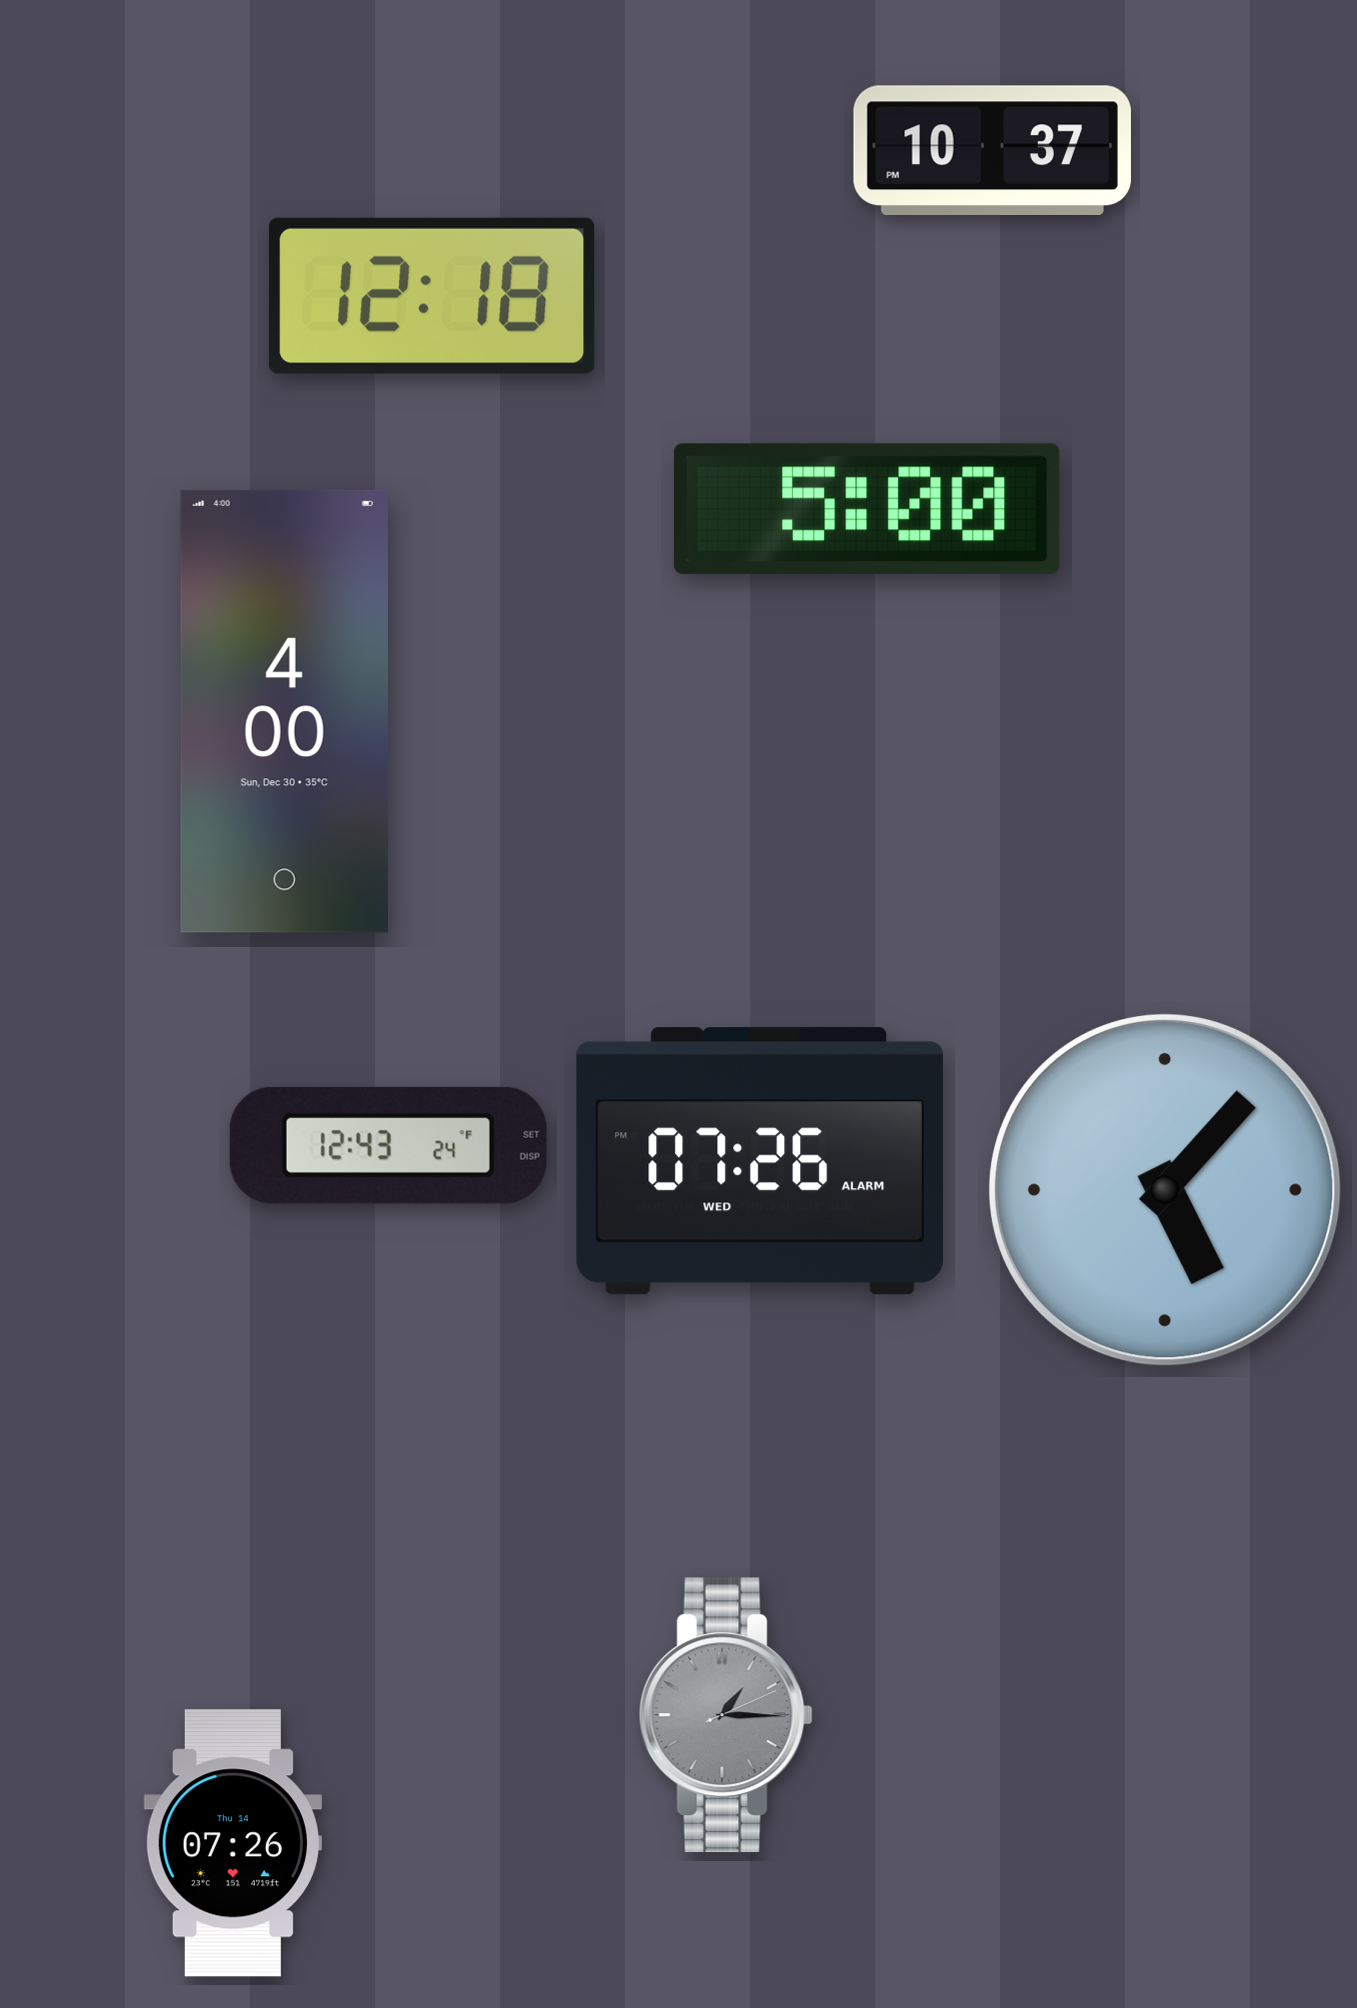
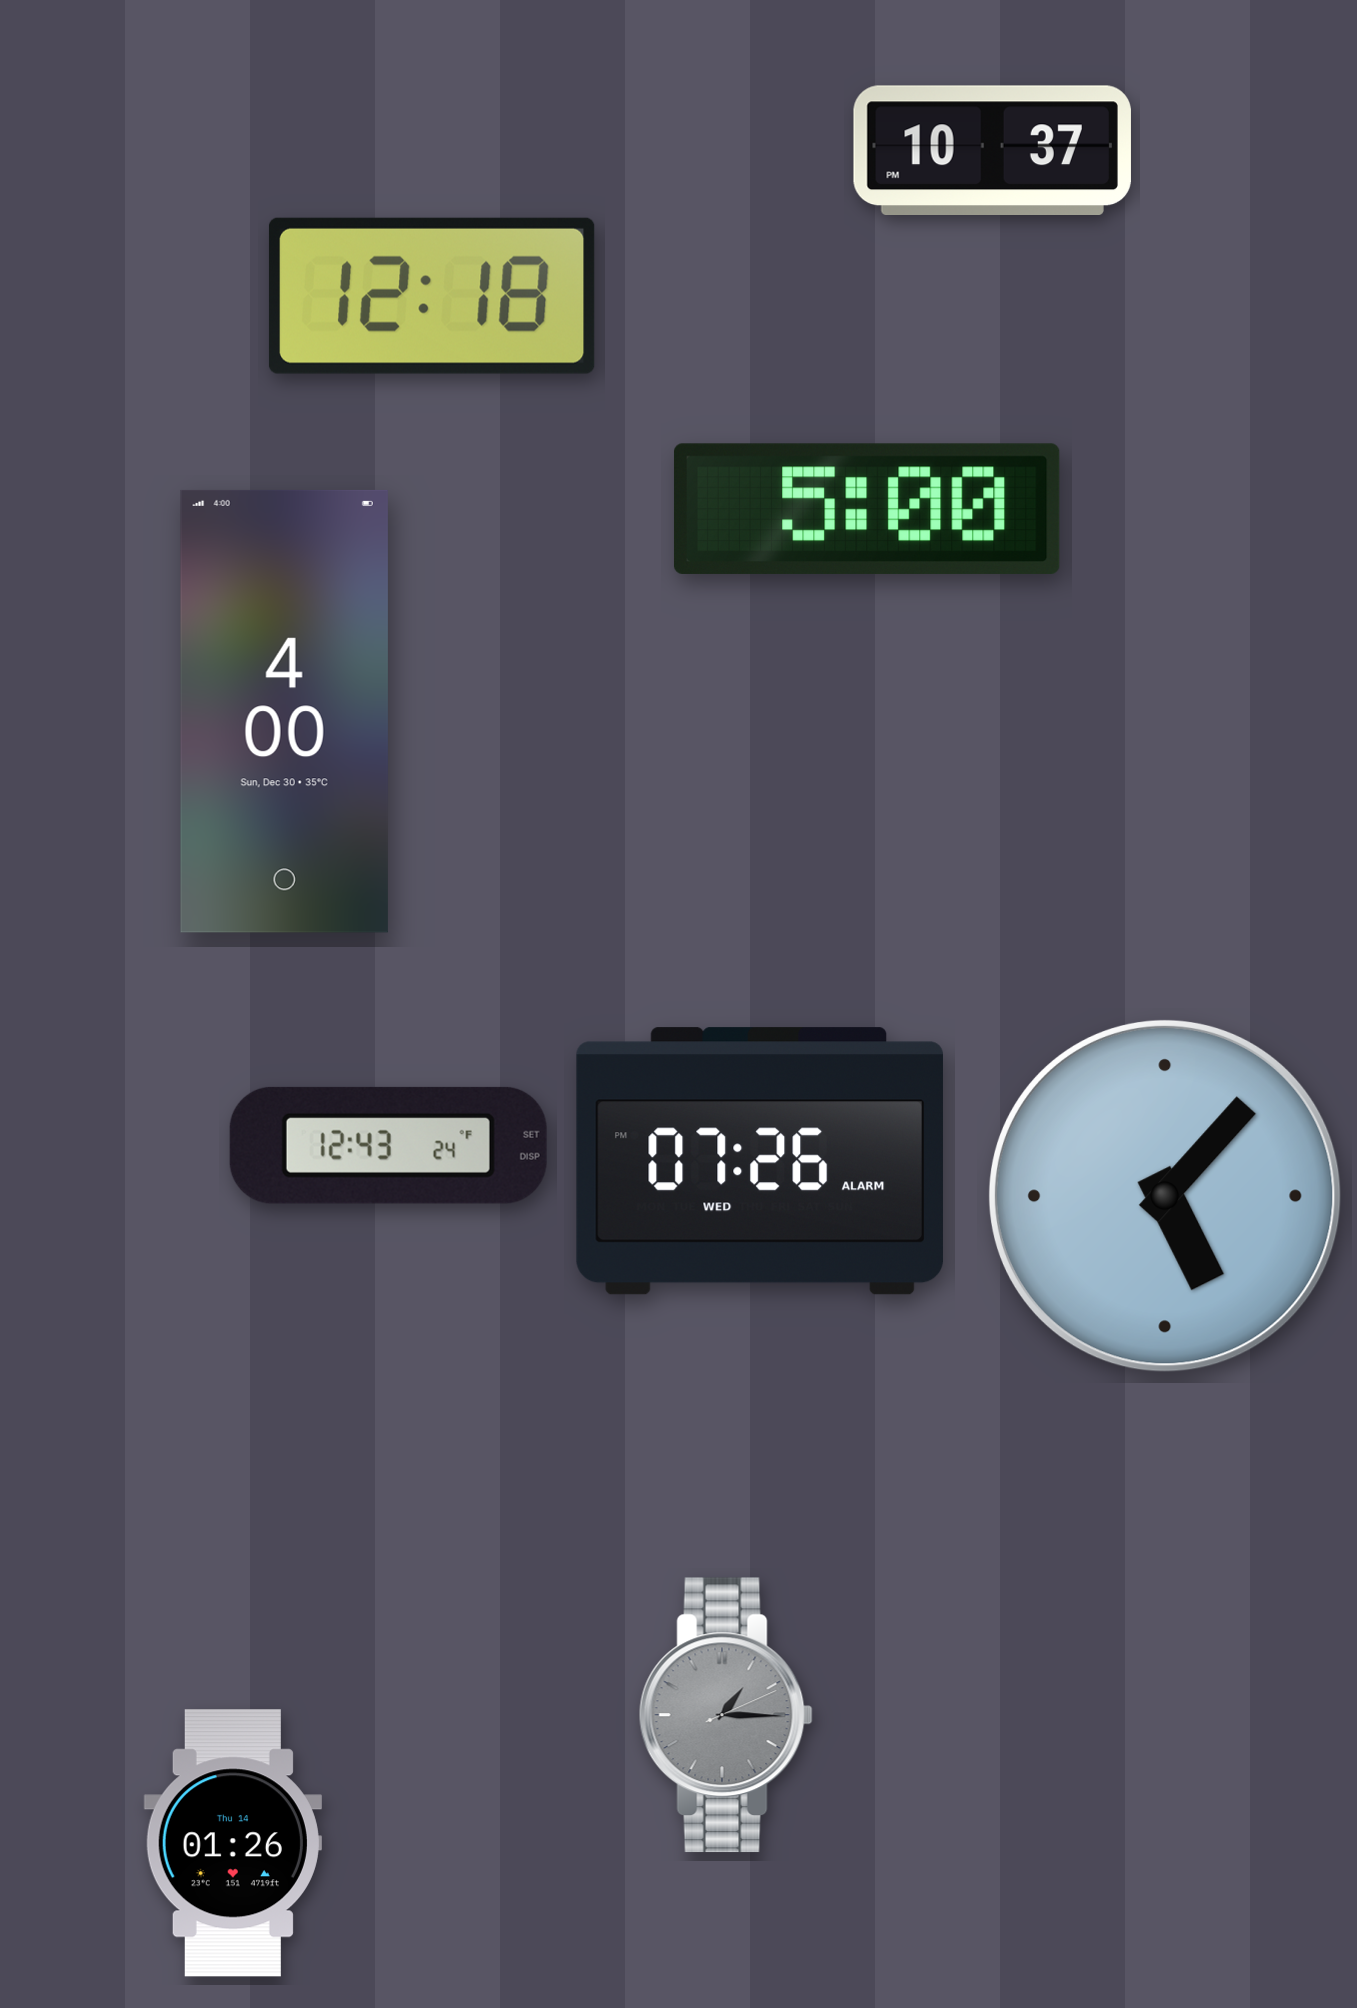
clock at (1165, 1190) position: (1165, 1190) -> (1165, 1196)
clock at (233, 1843): 07:26 -> 01:26
